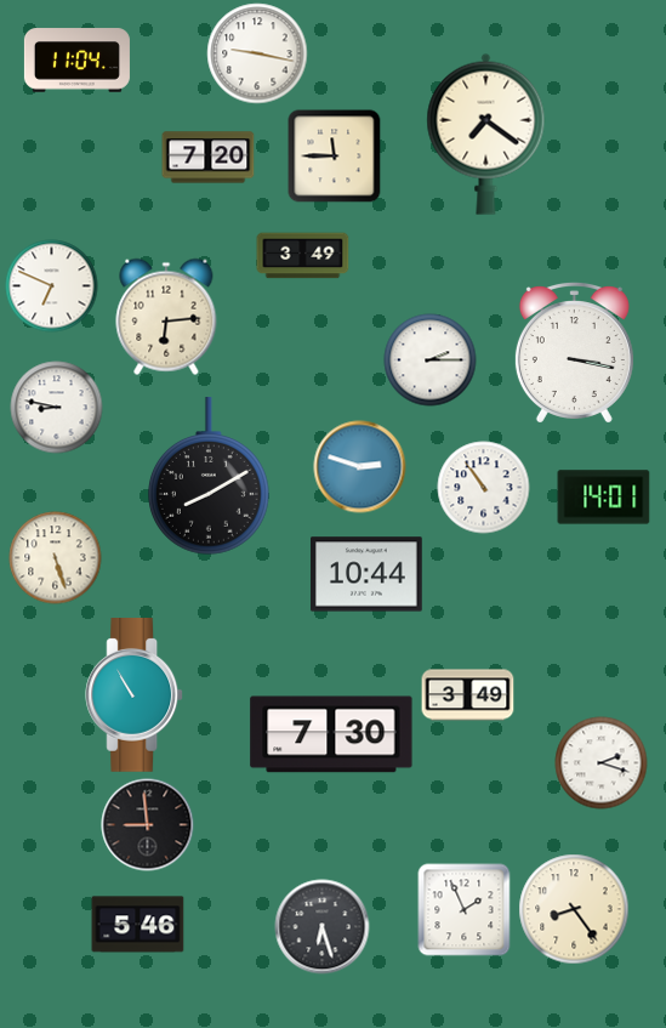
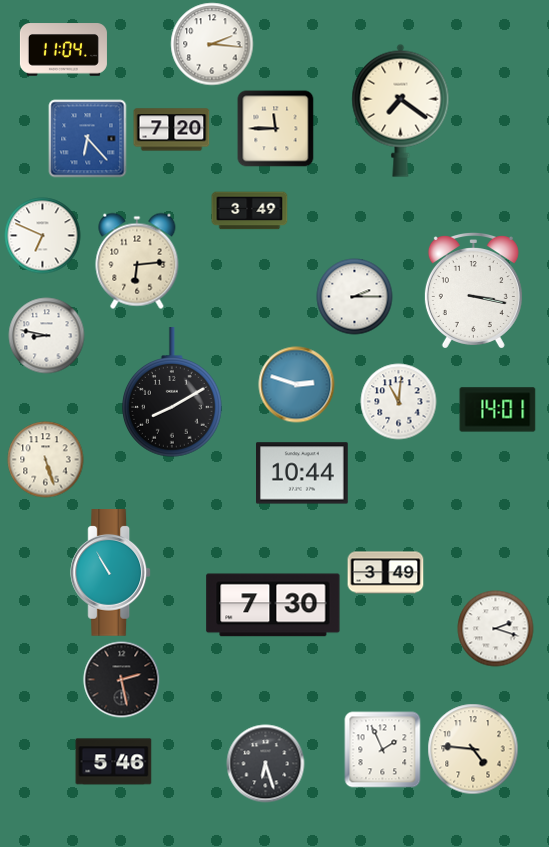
clock at (257, 53): 9:17 -> 2:16
clock at (88, 139): none -> 6:23
clock at (484, 488): 10:54 -> 11:01
clock at (148, 825): 8:59 -> 2:28
clock at (574, 909): 8:24 -> 4:46
